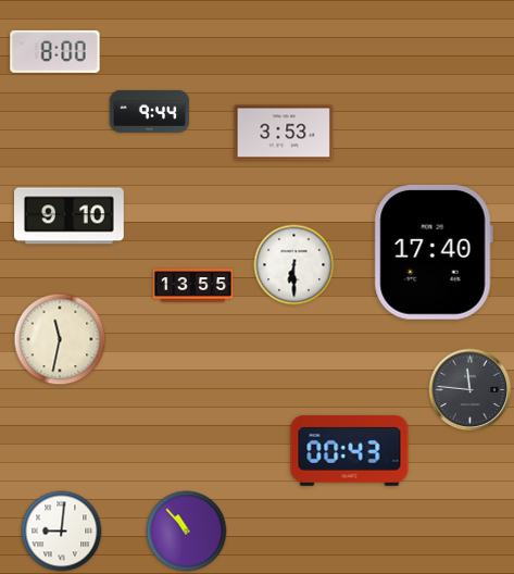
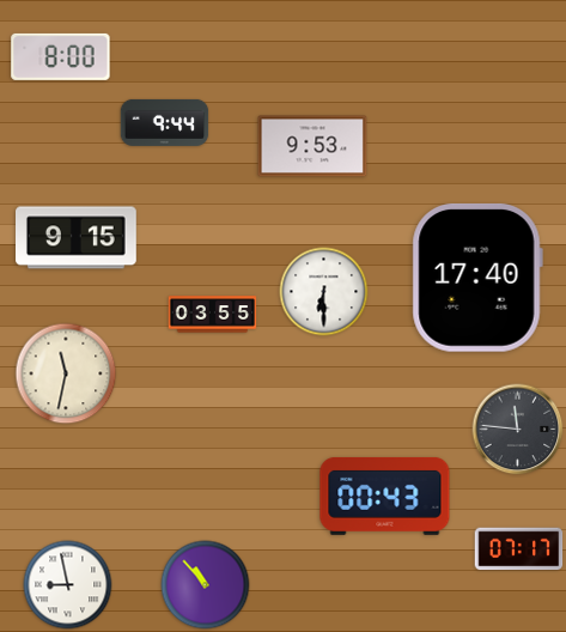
clock at (284, 133): 3:53 -> 9:53
clock at (70, 216): 9:10 -> 9:15
clock at (193, 286): 13:55 -> 03:55
clock at (519, 549): none -> 07:17
clock at (62, 532): 9:01 -> 8:58
